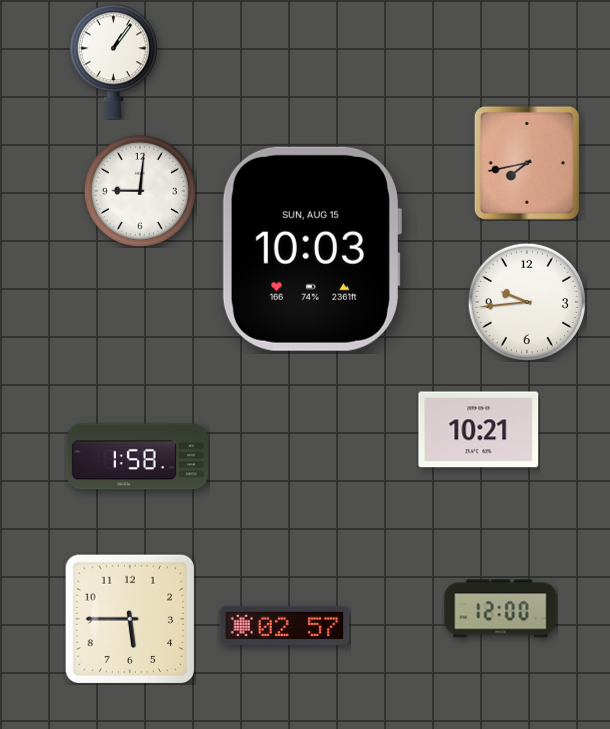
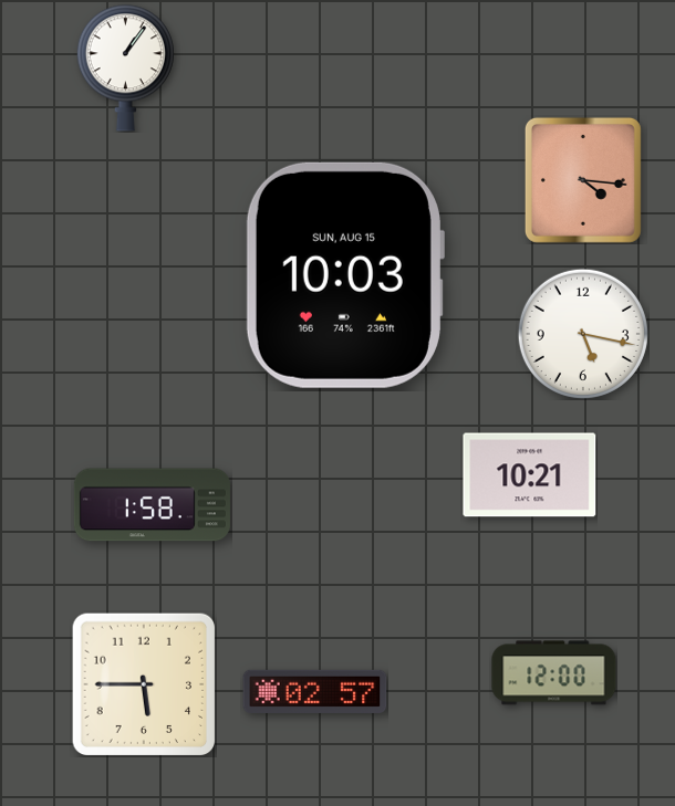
clock at (527, 163): 7:43 -> 4:16
clock at (140, 191): 9:01 -> none
clock at (527, 302): 9:44 -> 5:17
